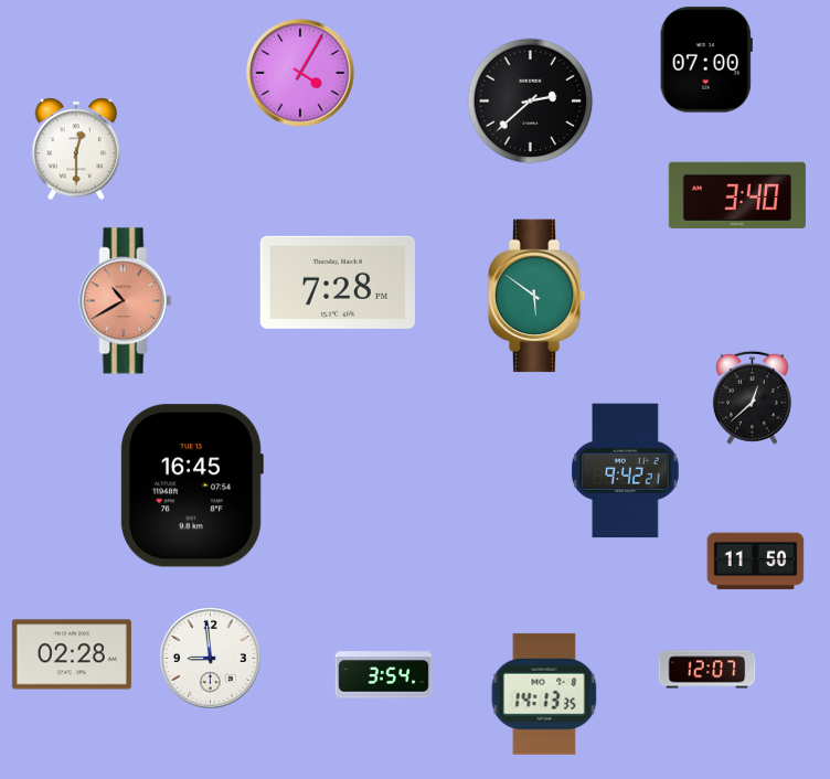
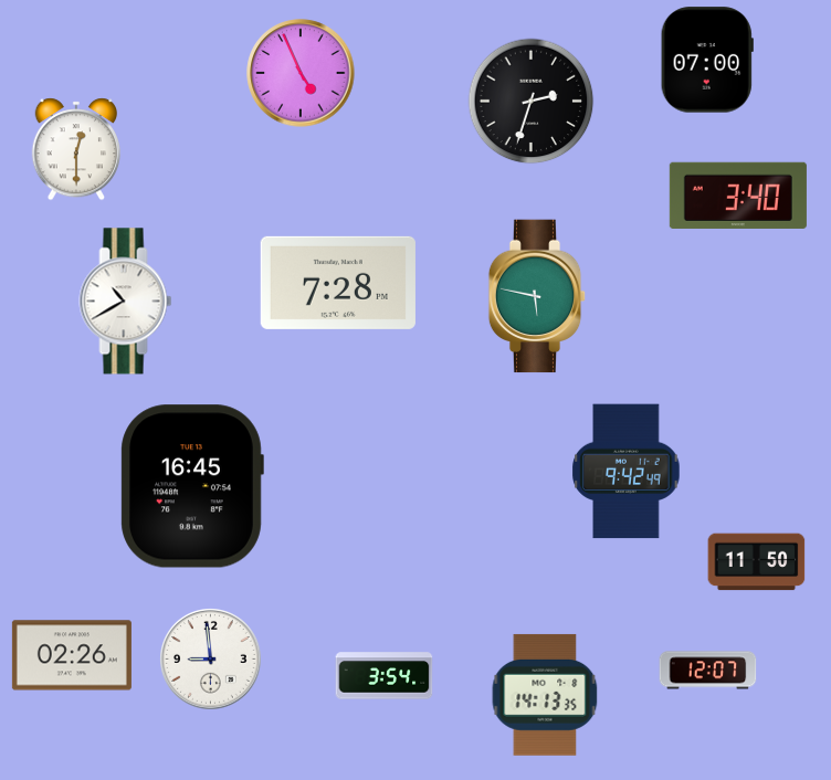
clock at (300, 73): 4:05 -> 4:56
clock at (531, 102): 2:38 -> 2:33
clock at (536, 296): 5:51 -> 5:47
clock at (126, 301) dial: salmon -> white
clock at (752, 397): 12:38 -> none
clock at (626, 471): 9:42:21 -> 9:42:49
clock at (72, 654): 02:28 -> 02:26
